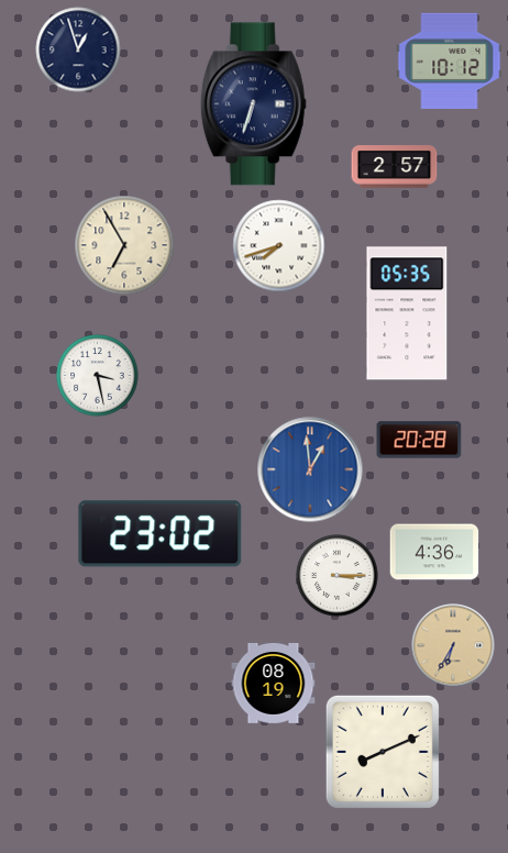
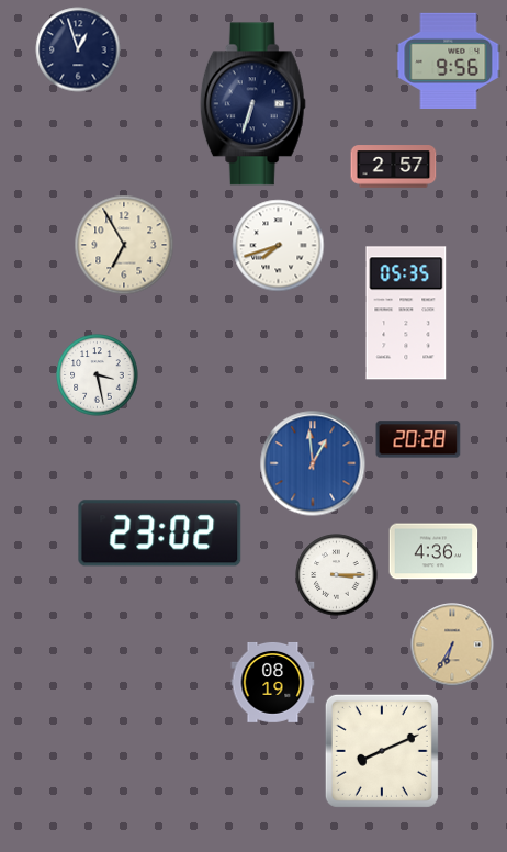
clock at (450, 60): 10:12 -> 9:56
clock at (310, 469) position: (310, 469) -> (313, 463)
